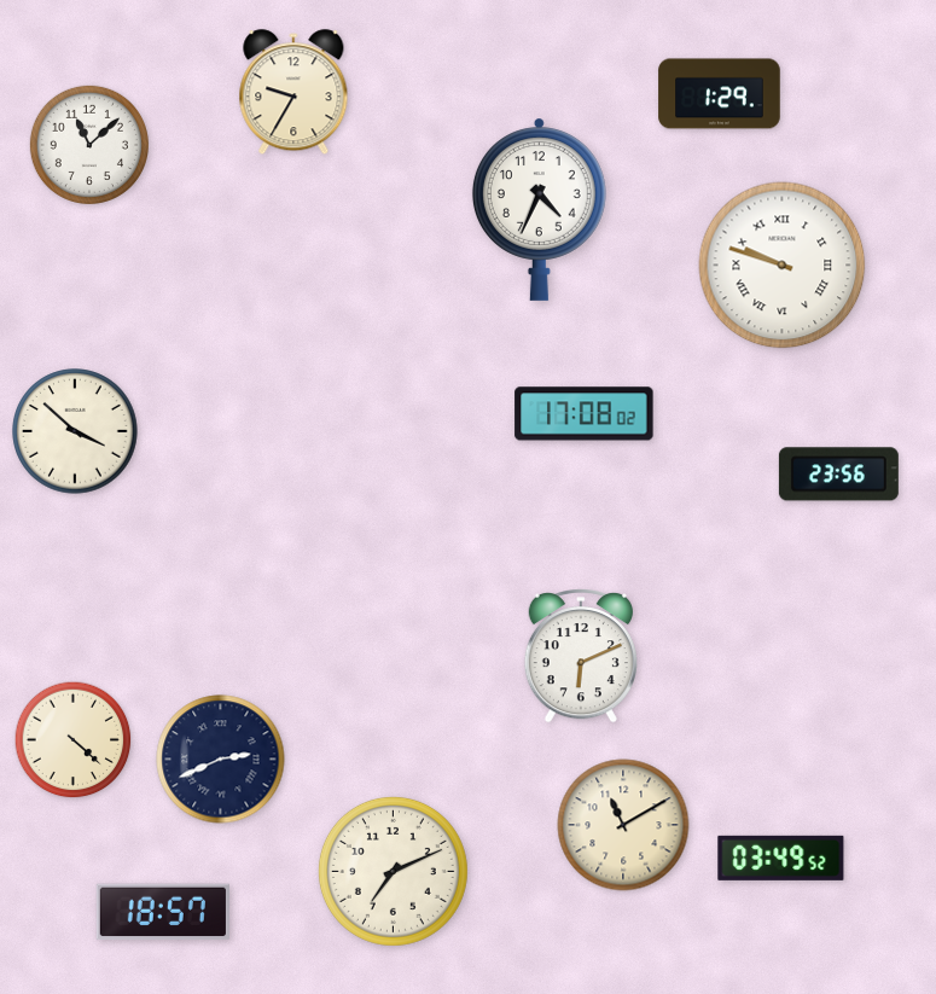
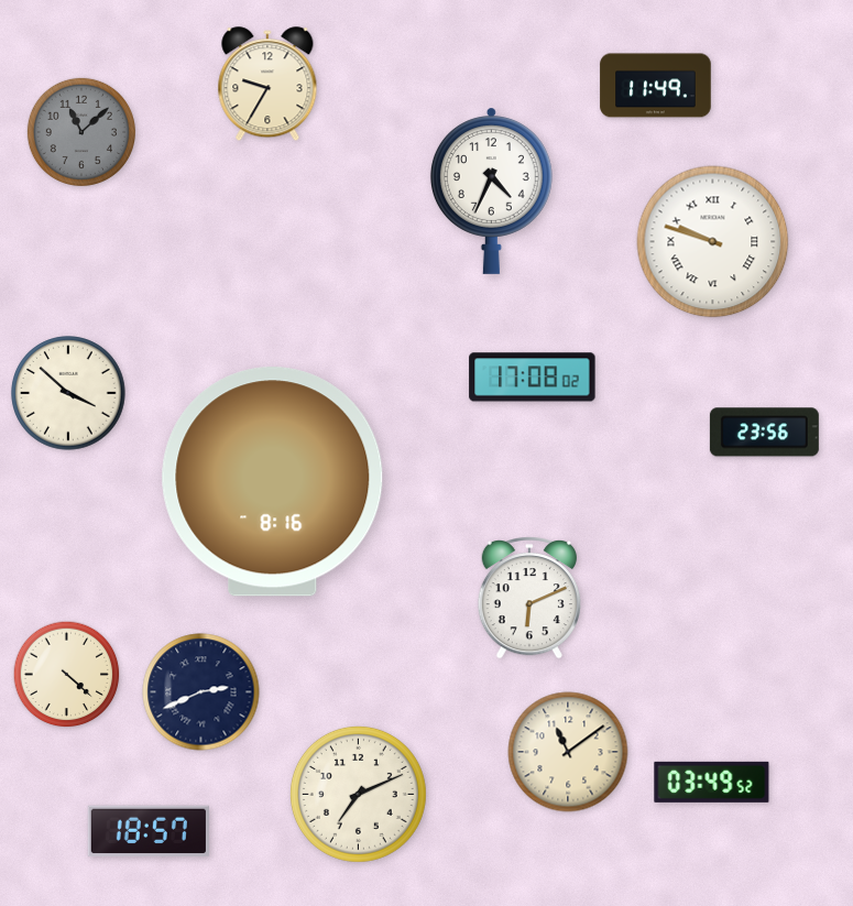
clock at (720, 94): 1:29 -> 11:49
clock at (89, 145) dial: white -> grey
clock at (273, 482): none -> 8:16
clock at (623, 825): 11:10 -> 11:09
